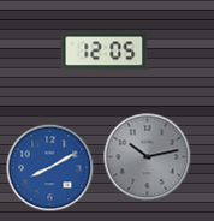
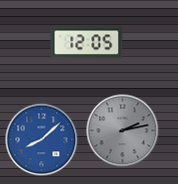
clock at (148, 157): 10:13 -> 2:13
clock at (50, 168): 8:10 -> 8:08
